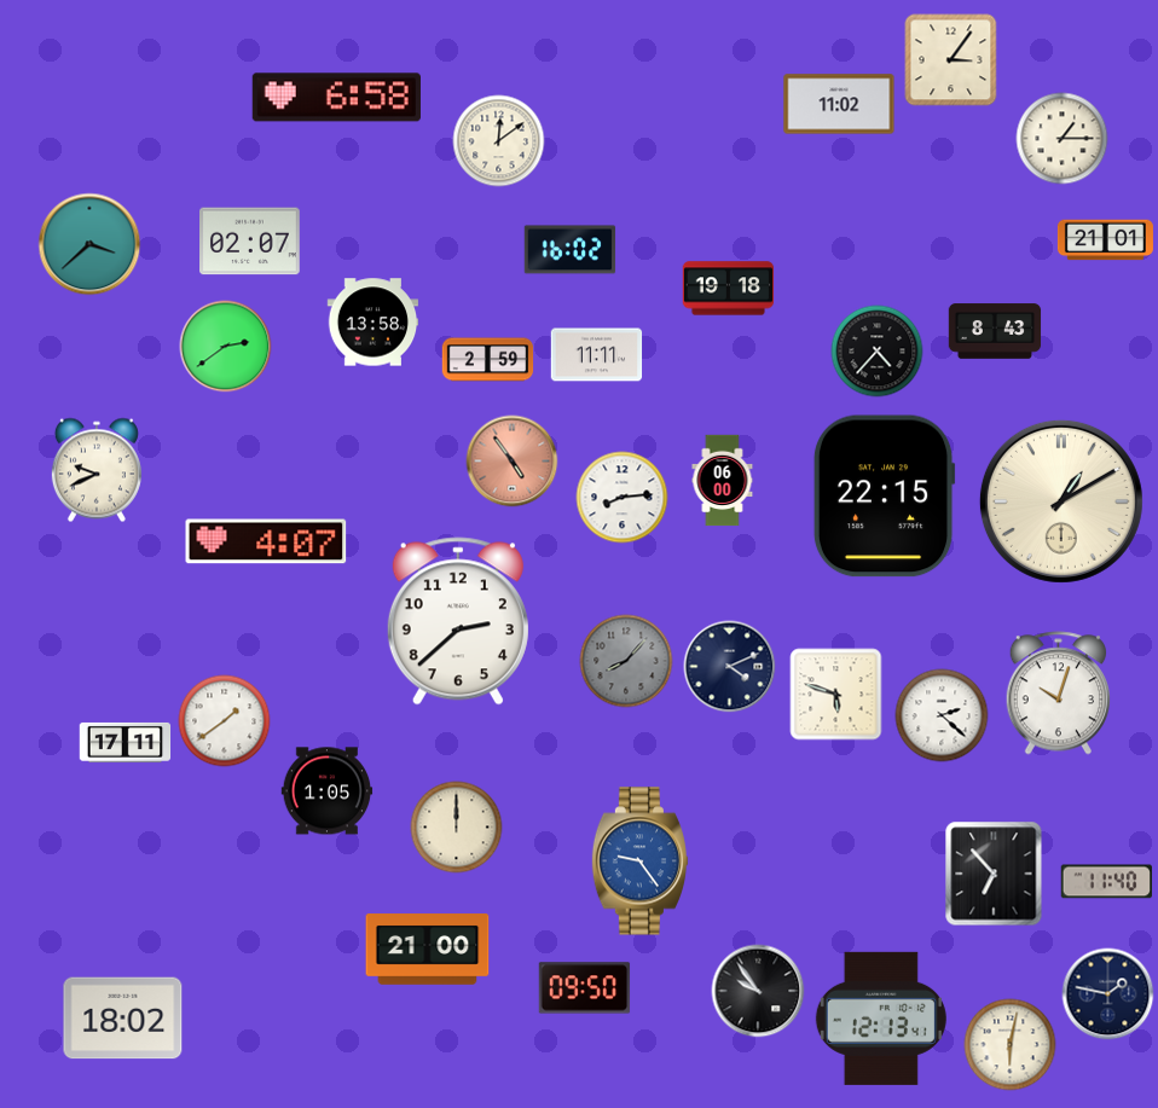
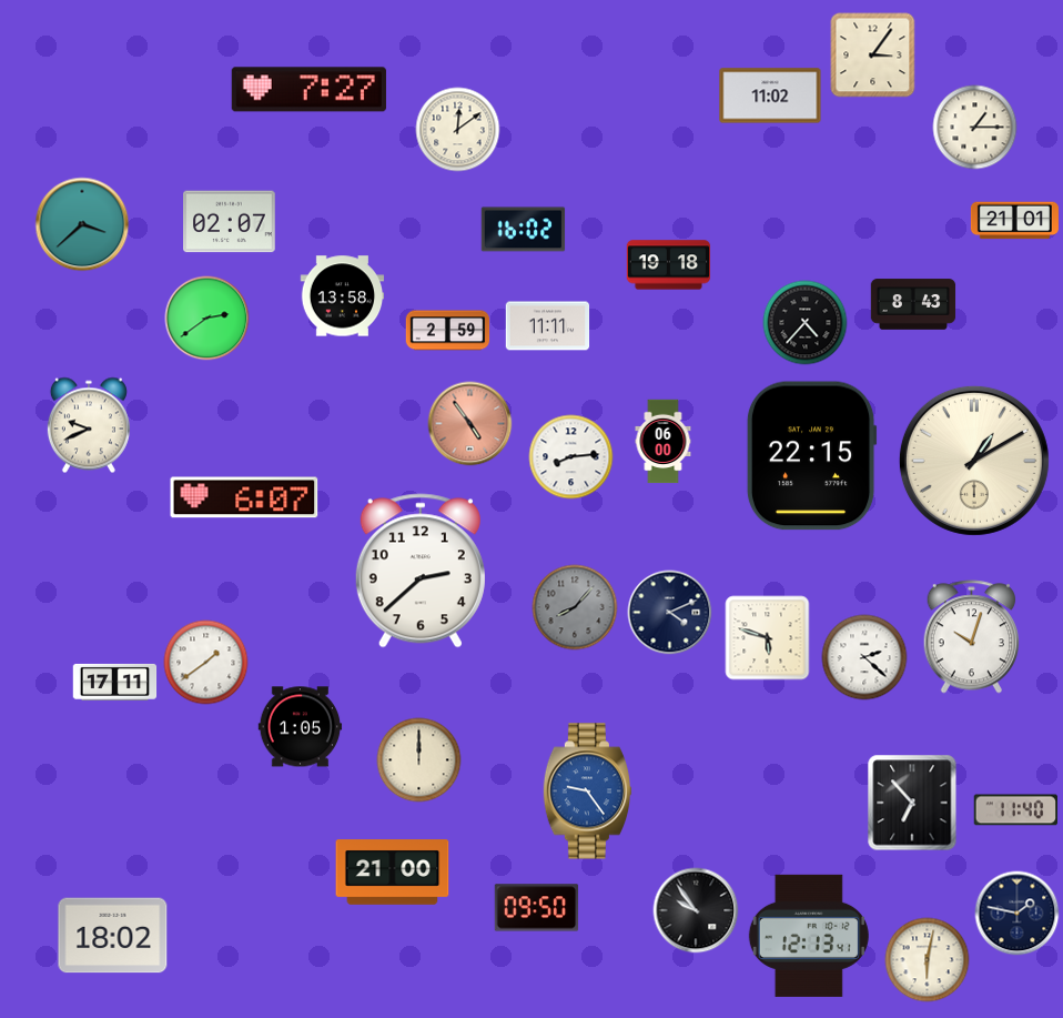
clock at (336, 98): 6:58 -> 7:27
clock at (97, 470) position: (97, 470) -> (89, 425)
clock at (266, 541): 4:07 -> 6:07
